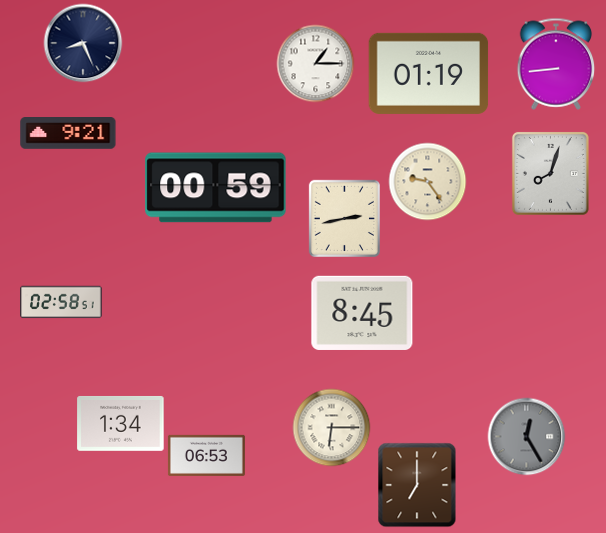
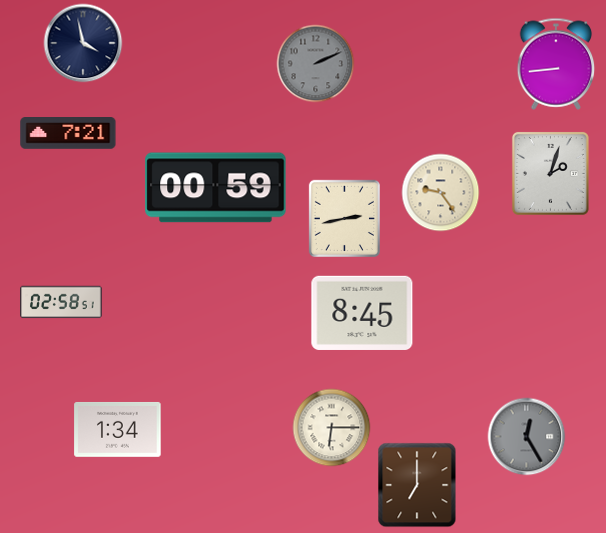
clock at (83, 43): 8:26 -> 3:58
clock at (315, 63): 1:15 -> 2:11
clock at (315, 63) dial: white -> grey
clock at (429, 73): 01:19 -> none
clock at (68, 133): 9:21 -> 7:21
clock at (550, 173): 8:03 -> 2:03
clock at (427, 181) position: (427, 181) -> (440, 192)
clock at (121, 423) position: (121, 423) -> (118, 429)
clock at (206, 455): 06:53 -> none
